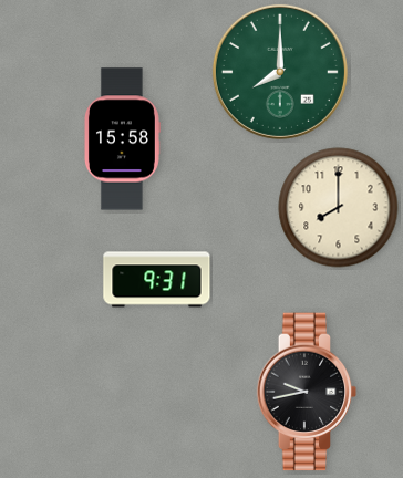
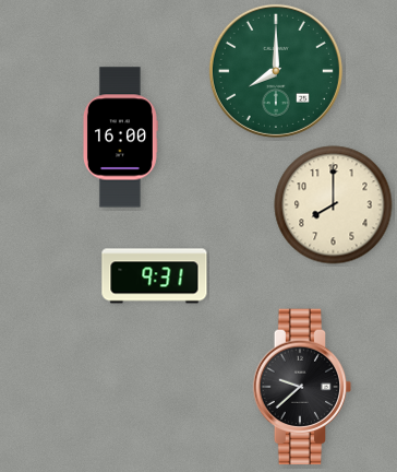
clock at (122, 139): 15:58 -> 16:00
clock at (307, 392): 9:43 -> 9:38
